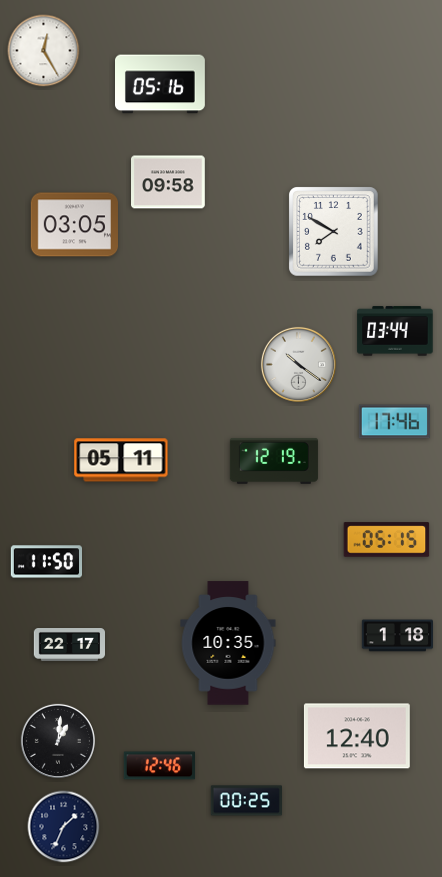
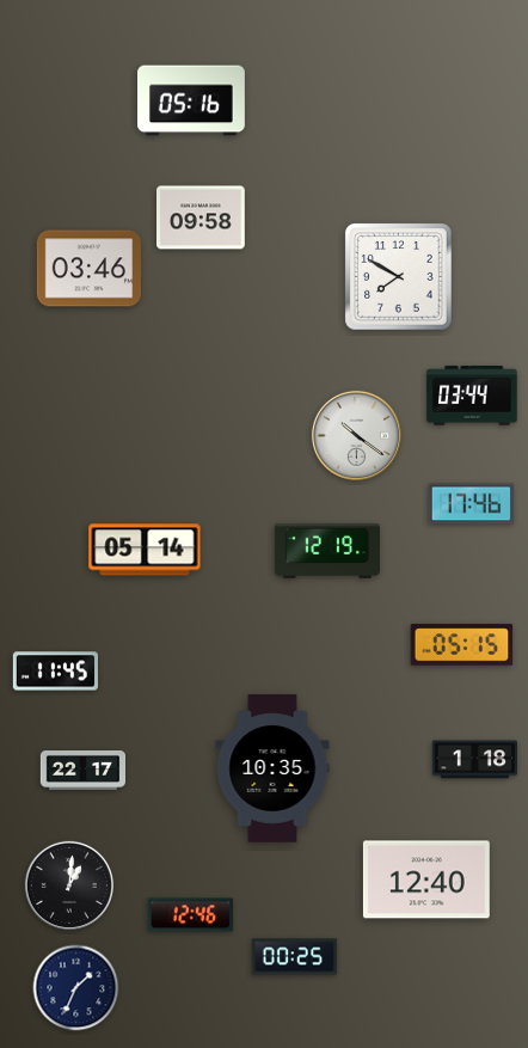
clock at (44, 51): 12:25 -> none
clock at (74, 225): 03:05 -> 03:46
clock at (121, 460): 05:11 -> 05:14
clock at (46, 562): 11:50 -> 11:45
